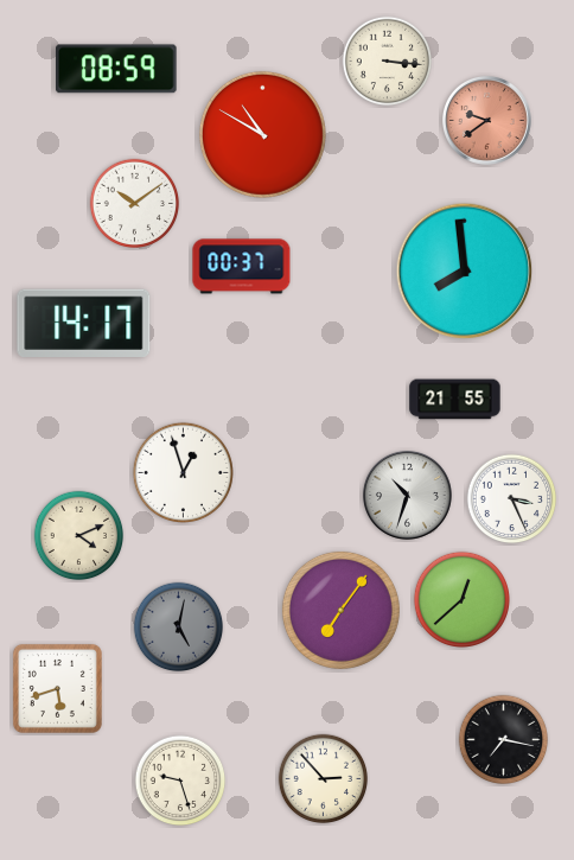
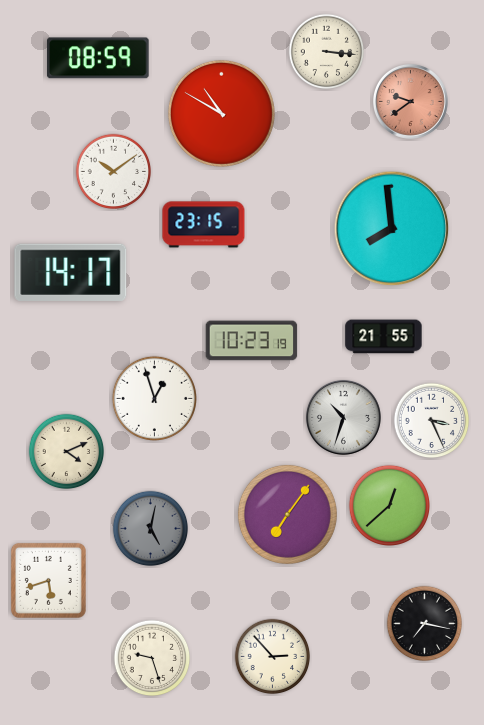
clock at (242, 267): 00:37 -> 23:15
clock at (252, 341): none -> 10:23
